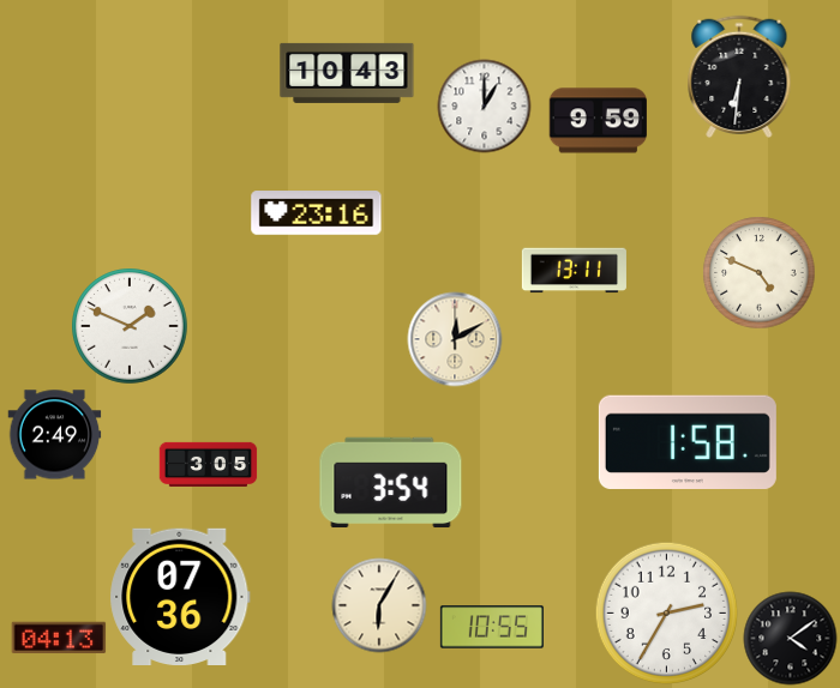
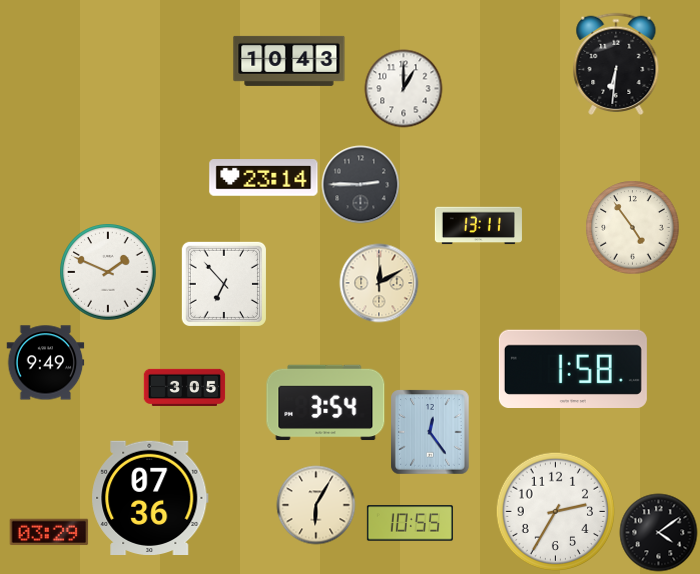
clock at (598, 121): 9:59 -> none
clock at (317, 213): 23:16 -> 23:14
clock at (360, 184): none -> 2:45
clock at (758, 272): 4:49 -> 4:54
clock at (224, 284): none -> 6:53
clock at (54, 435): 2:49 -> 9:49
clock at (208, 464) position: (208, 464) -> (184, 387)
clock at (430, 432): none -> 12:24
clock at (59, 638): 04:13 -> 03:29
